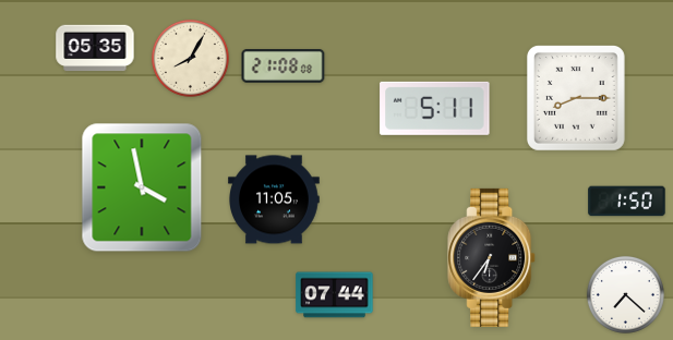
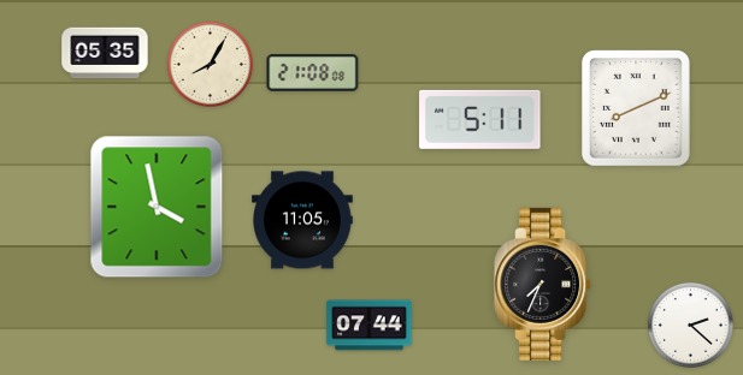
clock at (576, 98): 8:15 -> 8:11
clock at (627, 202): 1:50 -> none
clock at (492, 257): 6:36 -> 7:34
clock at (625, 294): 7:22 -> 2:22
